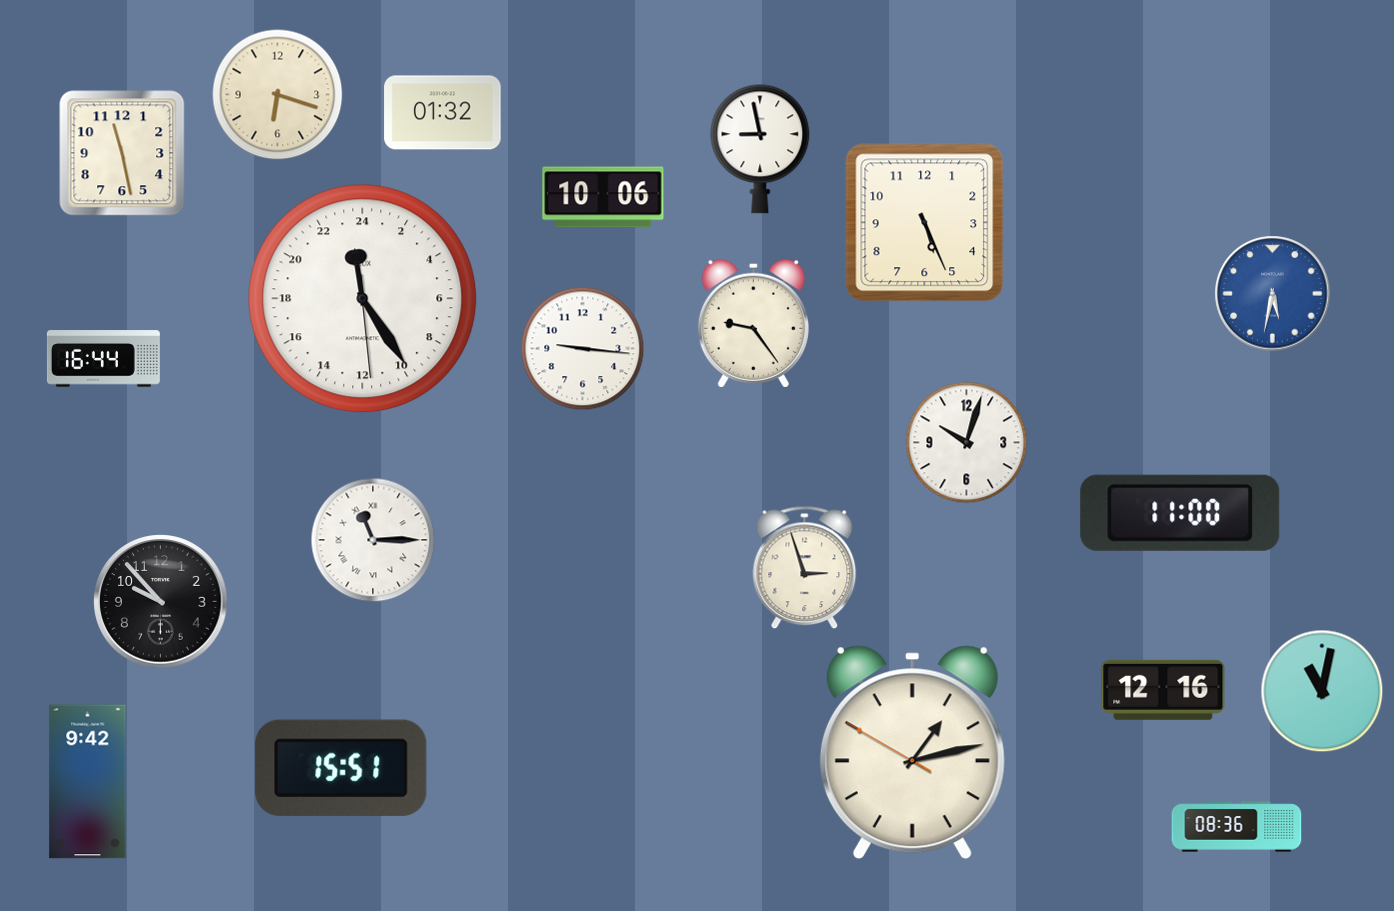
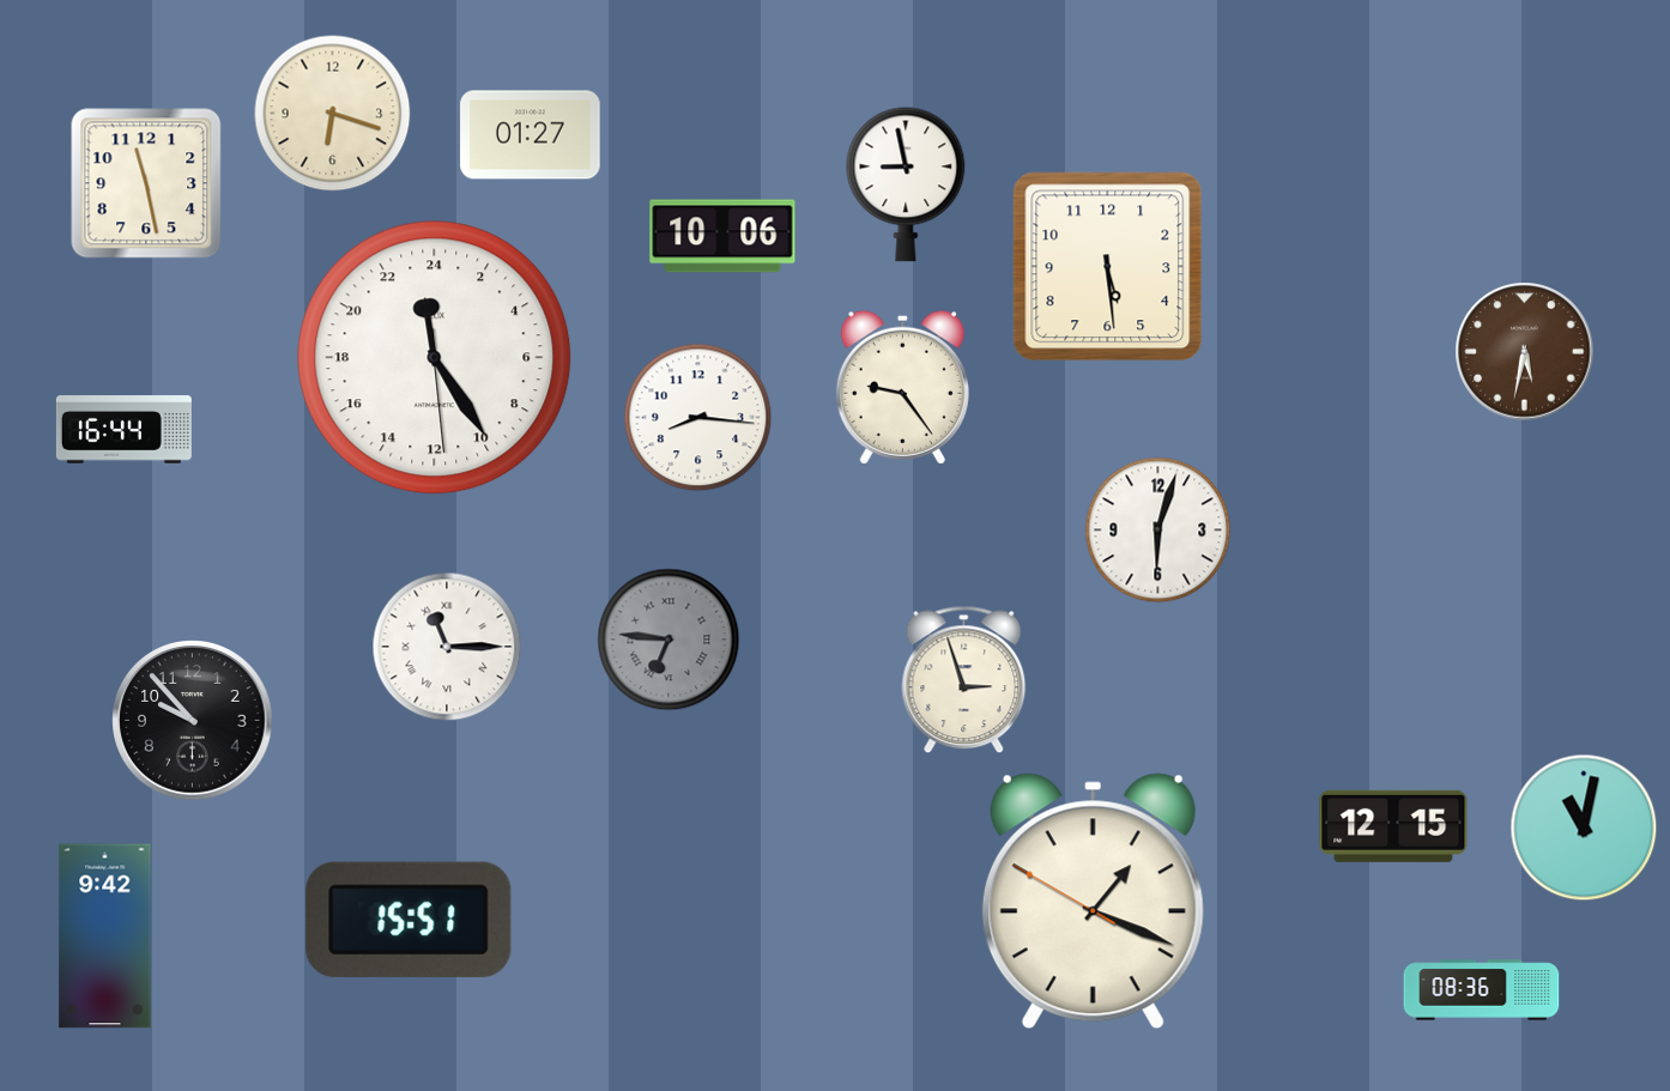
clock at (443, 113): 01:32 -> 01:27
clock at (760, 149) position: (760, 149) -> (906, 184)
clock at (925, 223): 5:26 -> 5:29
clock at (1273, 294) dial: blue -> brown
clock at (583, 349): 9:16 -> 8:16
clock at (967, 443): 10:03 -> 6:03
clock at (1180, 513): 11:00 -> none
clock at (668, 640): none -> 6:46
clock at (1163, 690): 12:16 -> 12:15
clock at (912, 753): 1:12 -> 1:18
